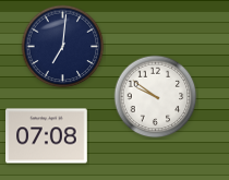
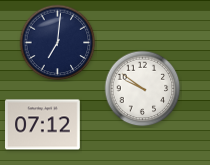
clock at (47, 136): 07:08 -> 07:12
